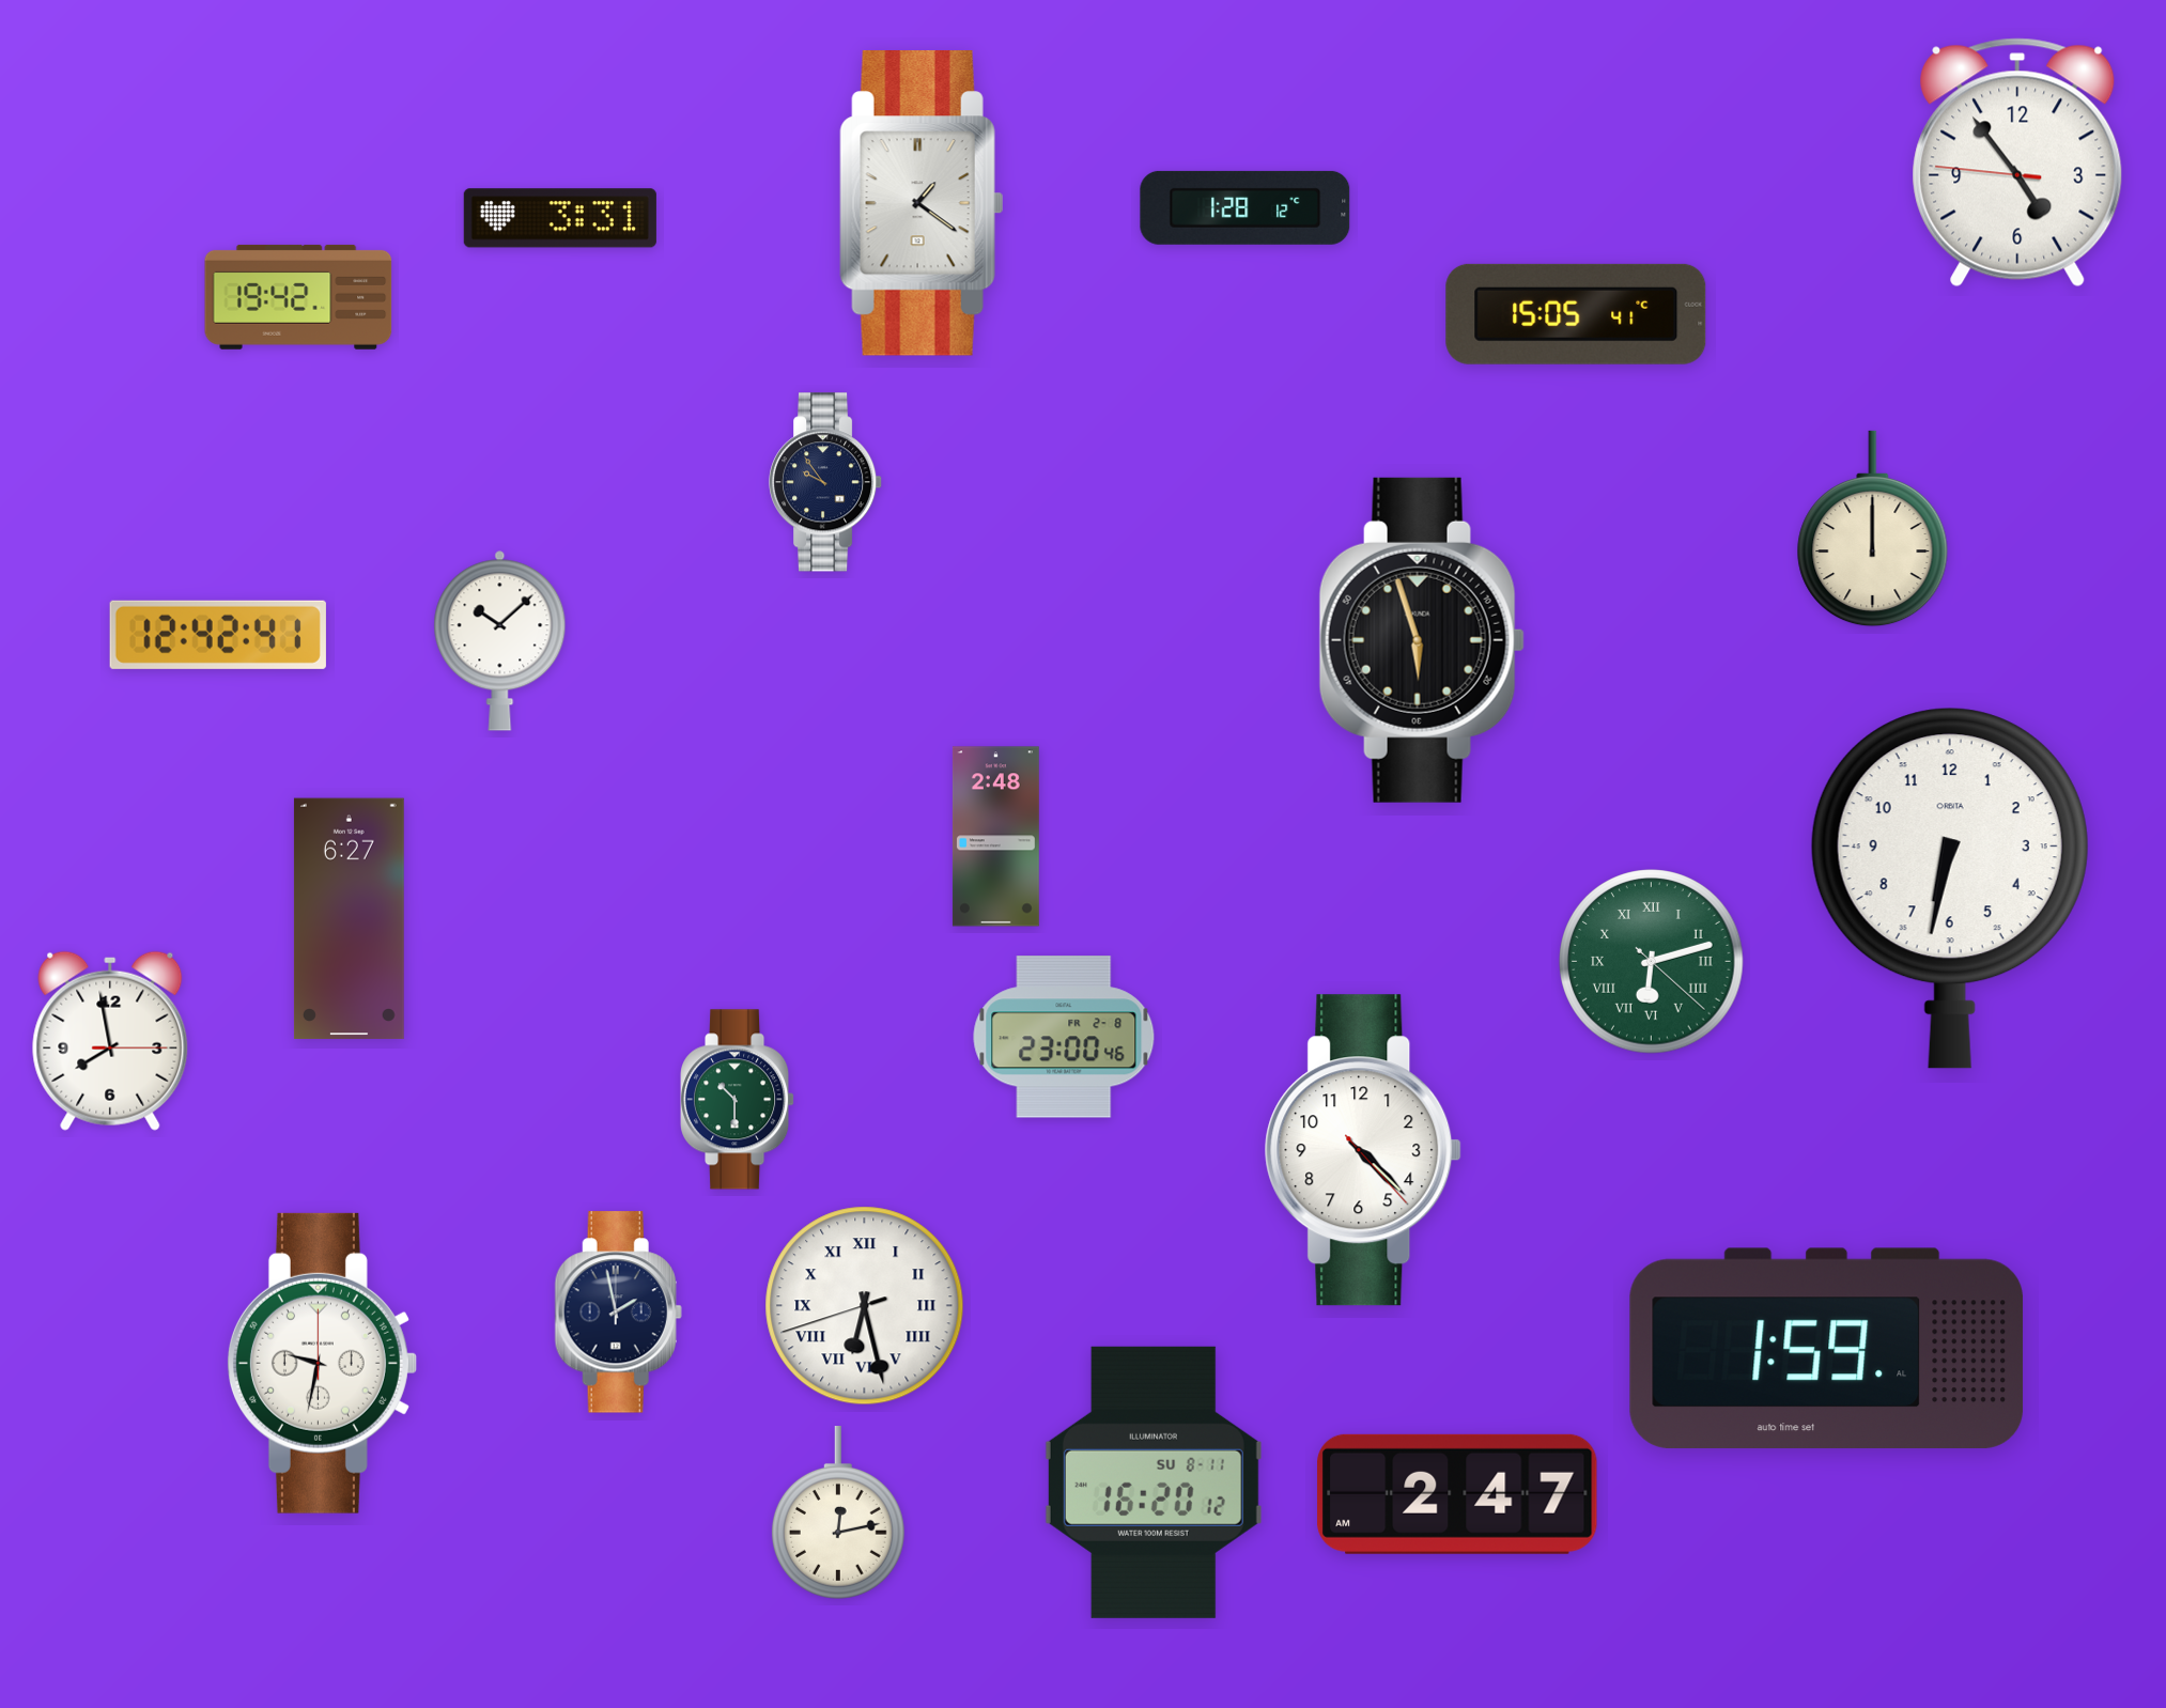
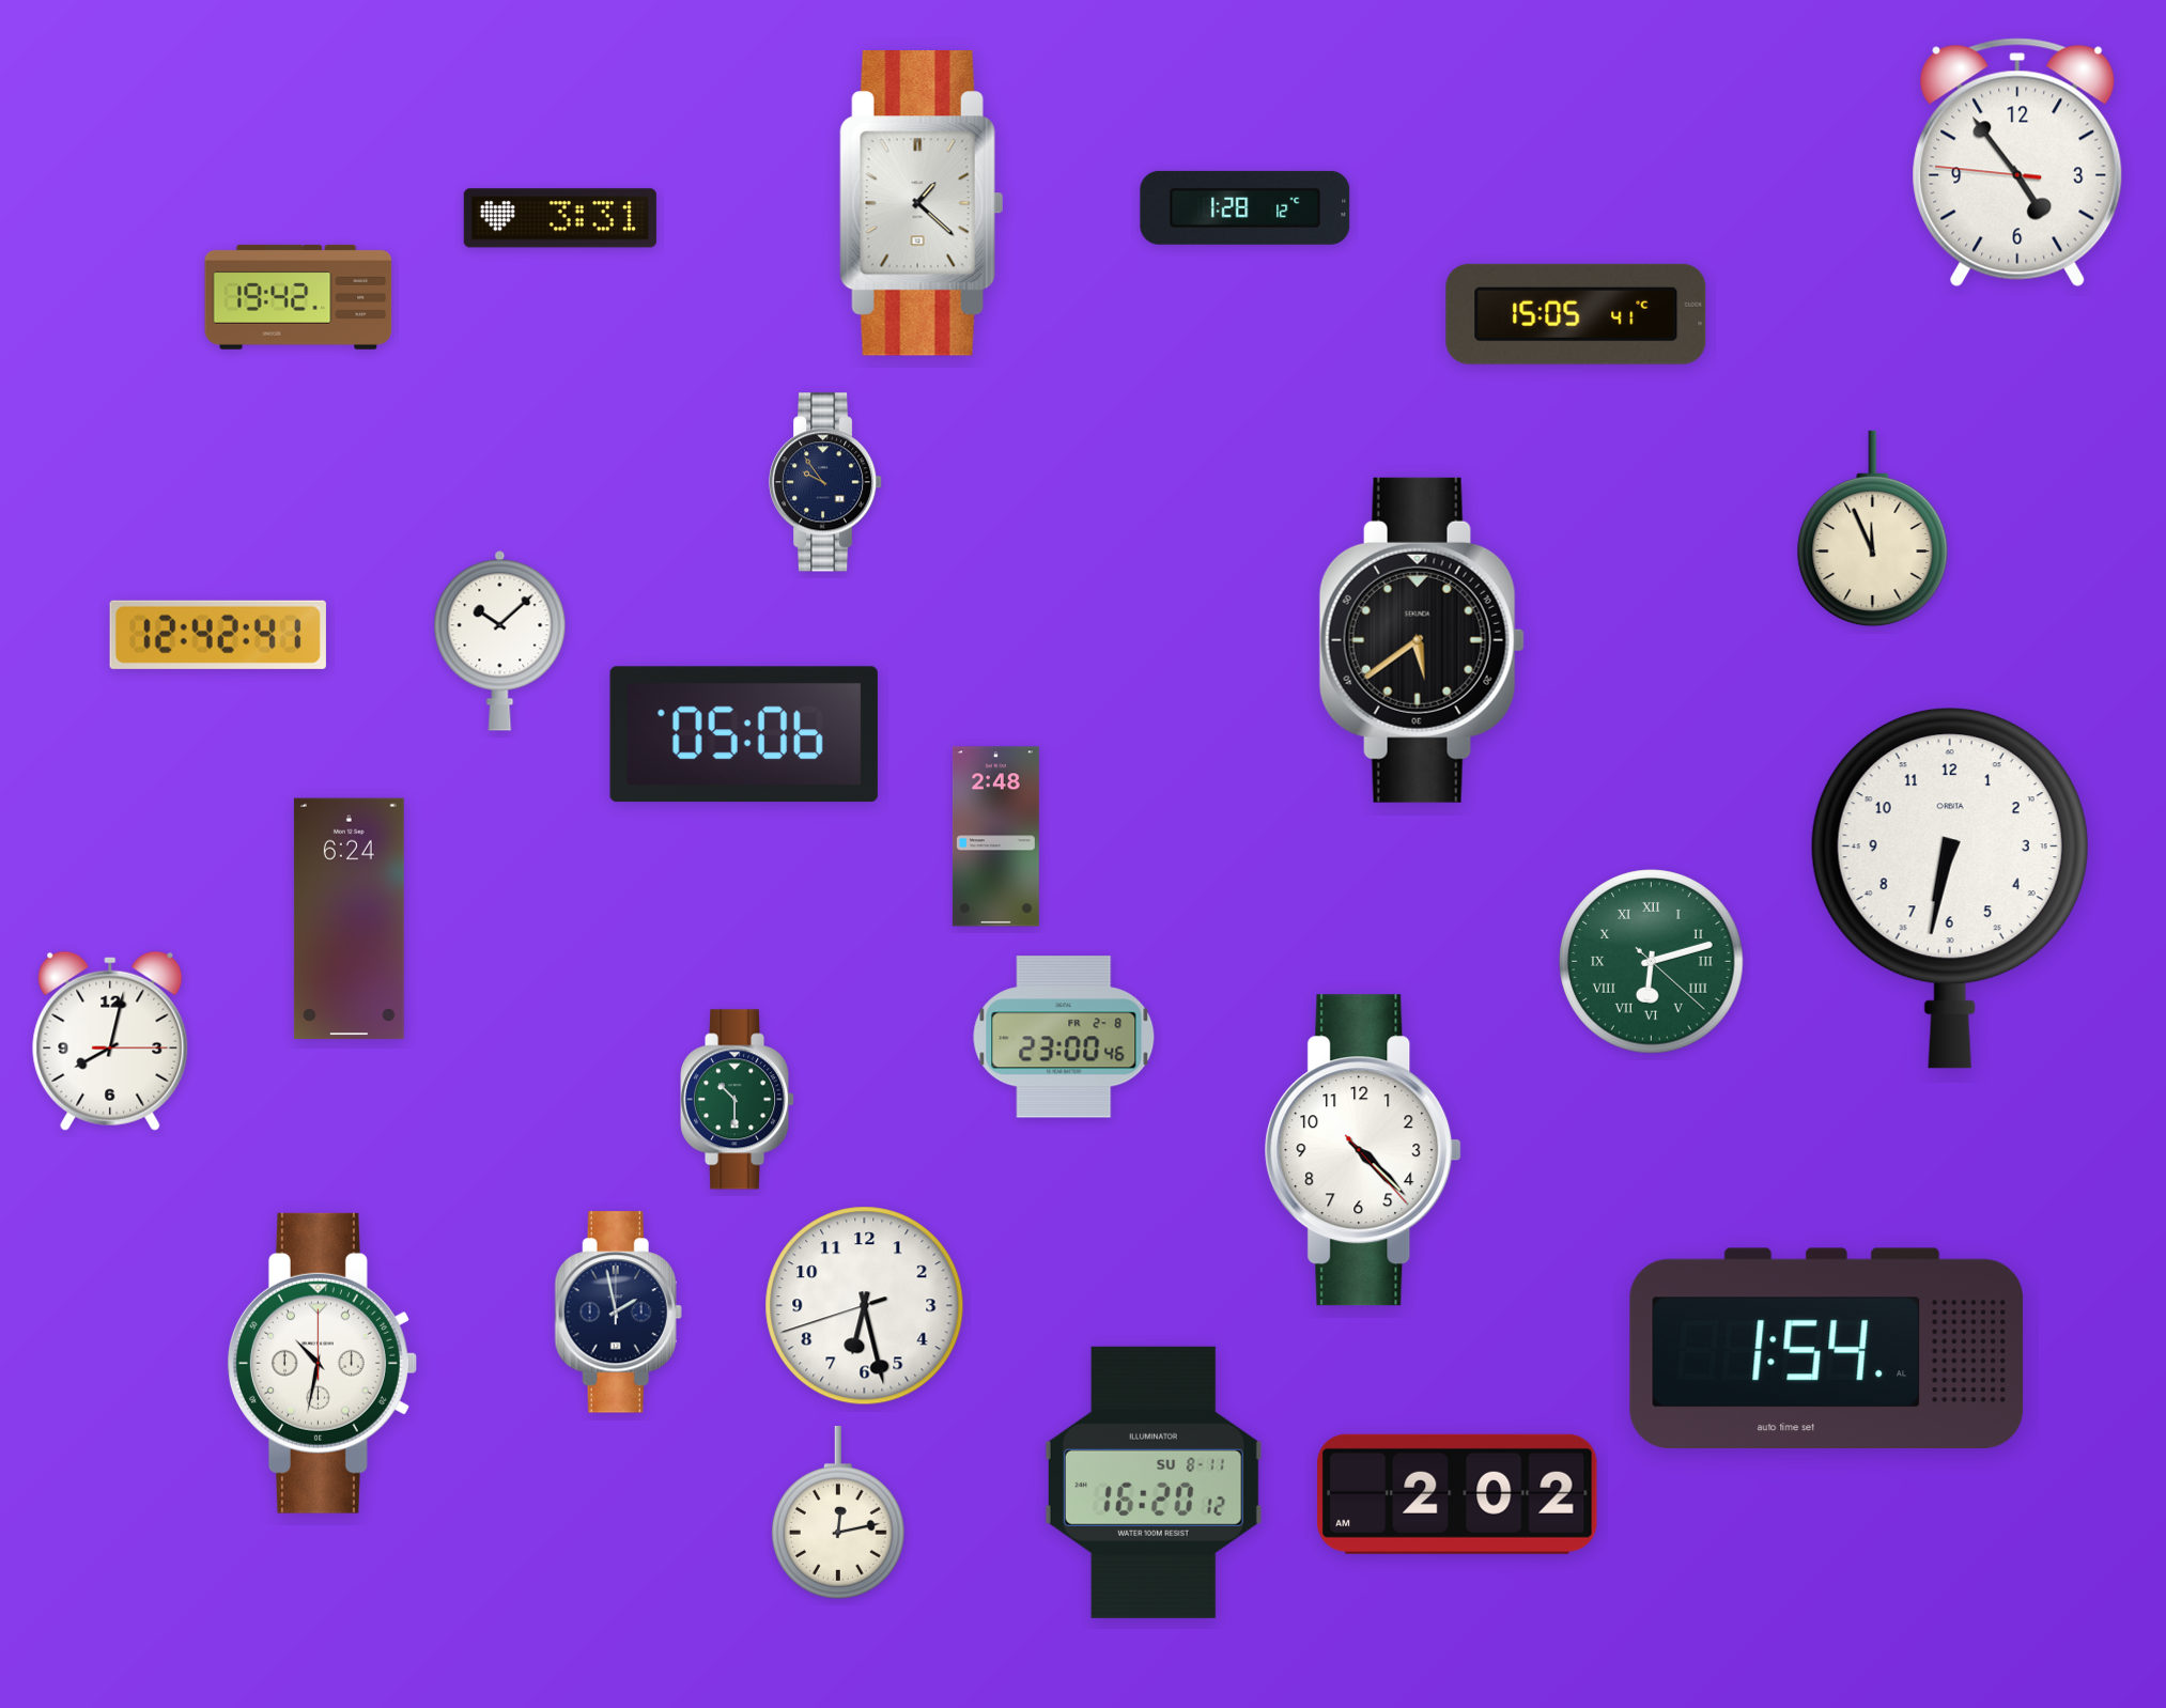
clock at (922, 204): 1:21 -> 1:22
clock at (1873, 529): 12:00 -> 11:56
clock at (1422, 640): 5:57 -> 5:39
clock at (744, 734): none -> 05:06
clock at (349, 919): 6:27 -> 6:24
clock at (110, 1041): 7:58 -> 8:02
clock at (865, 1306) numerals: Roman -> Arabic
clock at (1827, 1348): 1:59 -> 1:54
clock at (322, 1363): 9:32 -> 10:32
clock at (1457, 1494): 2:47 -> 2:02
